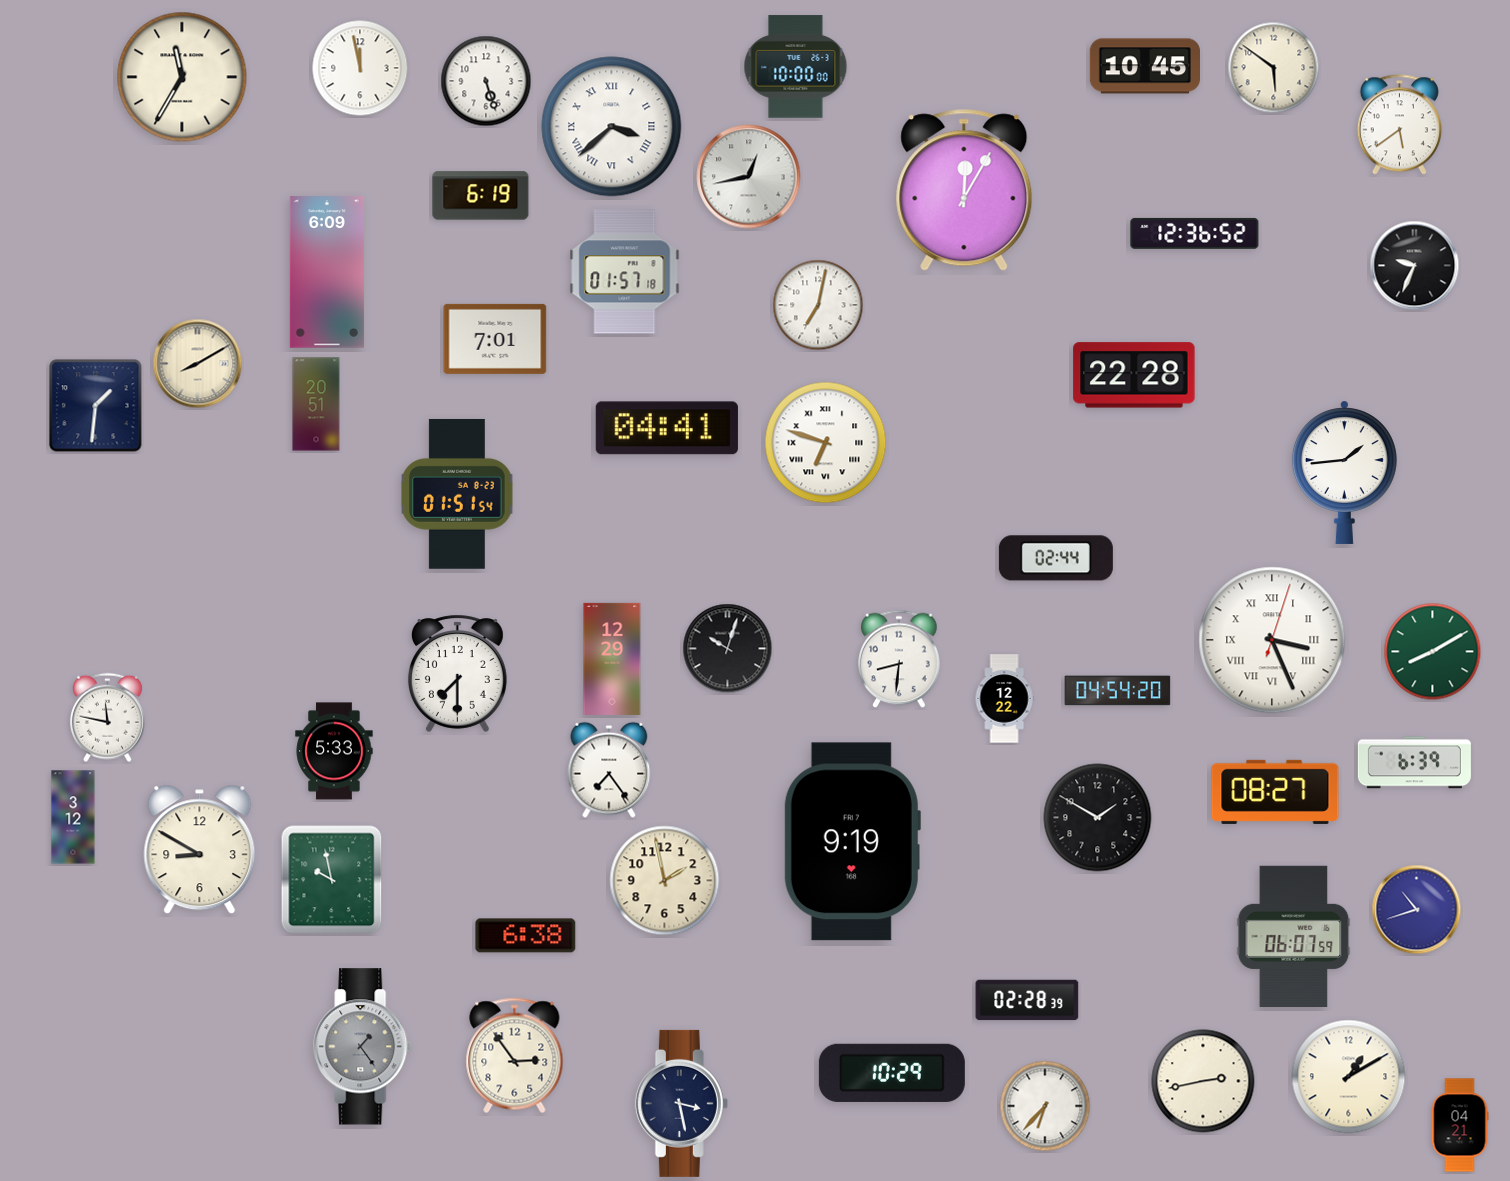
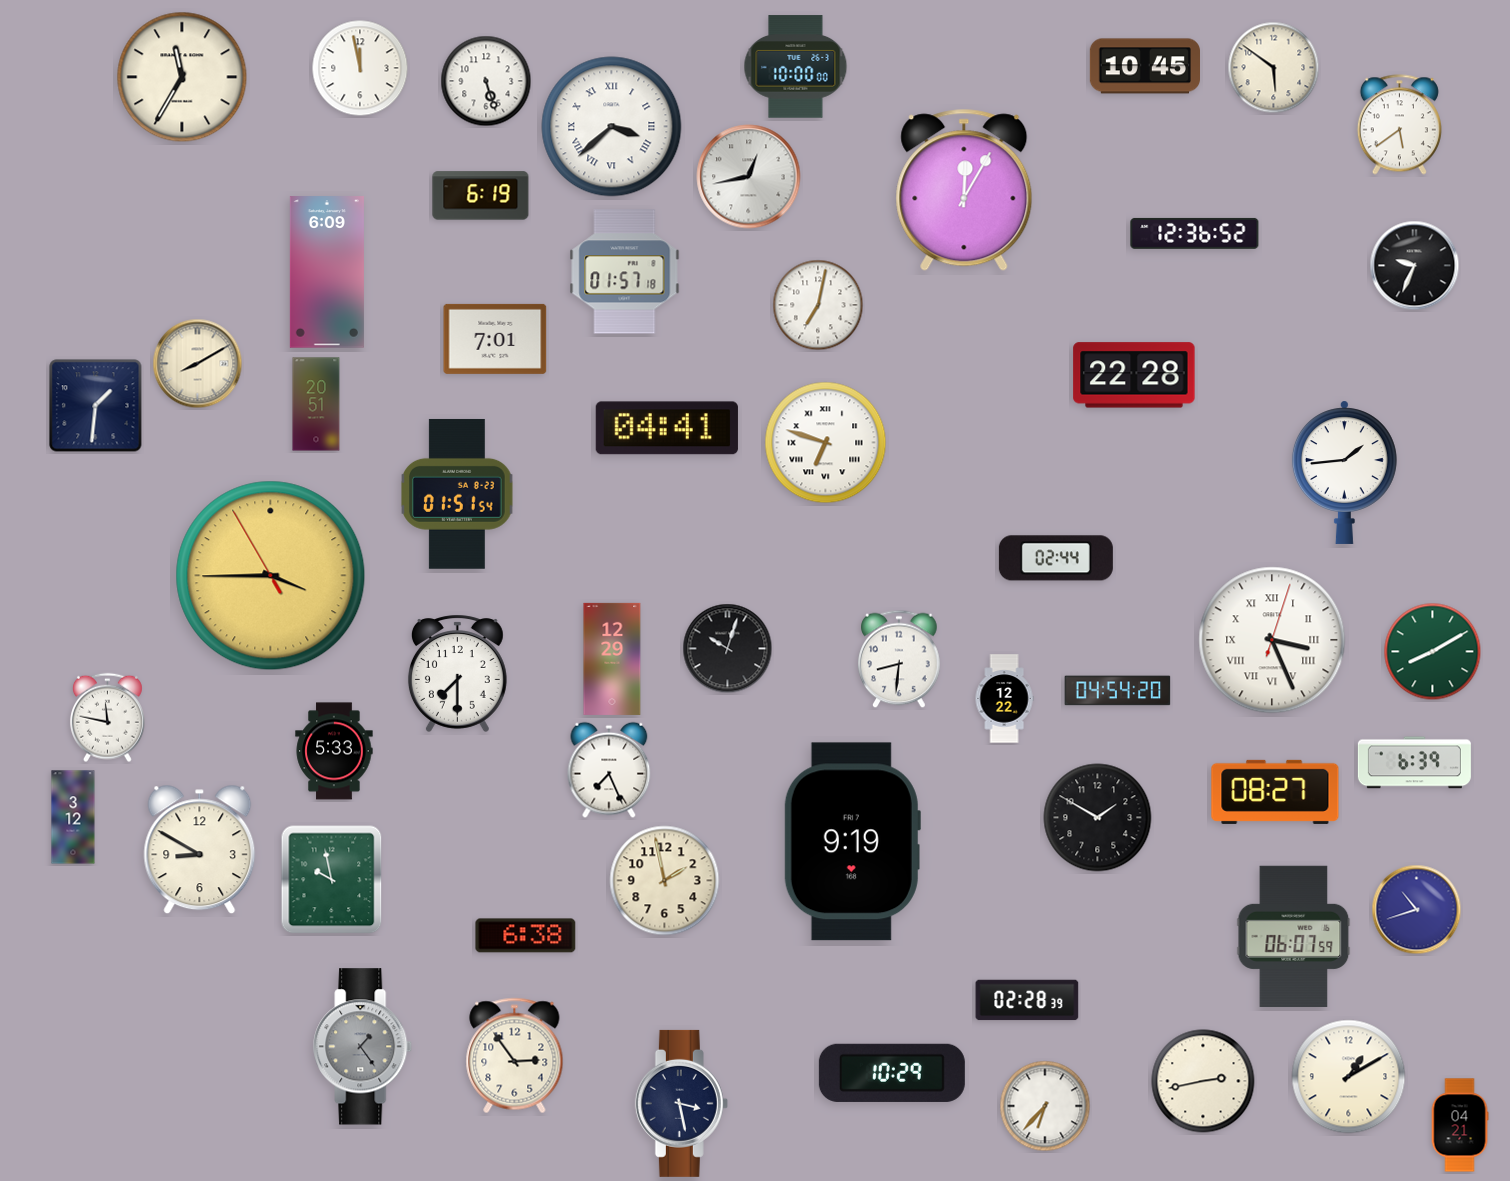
clock at (271, 576): none -> 3:44
clock at (609, 770): 7:24 -> 7:26
